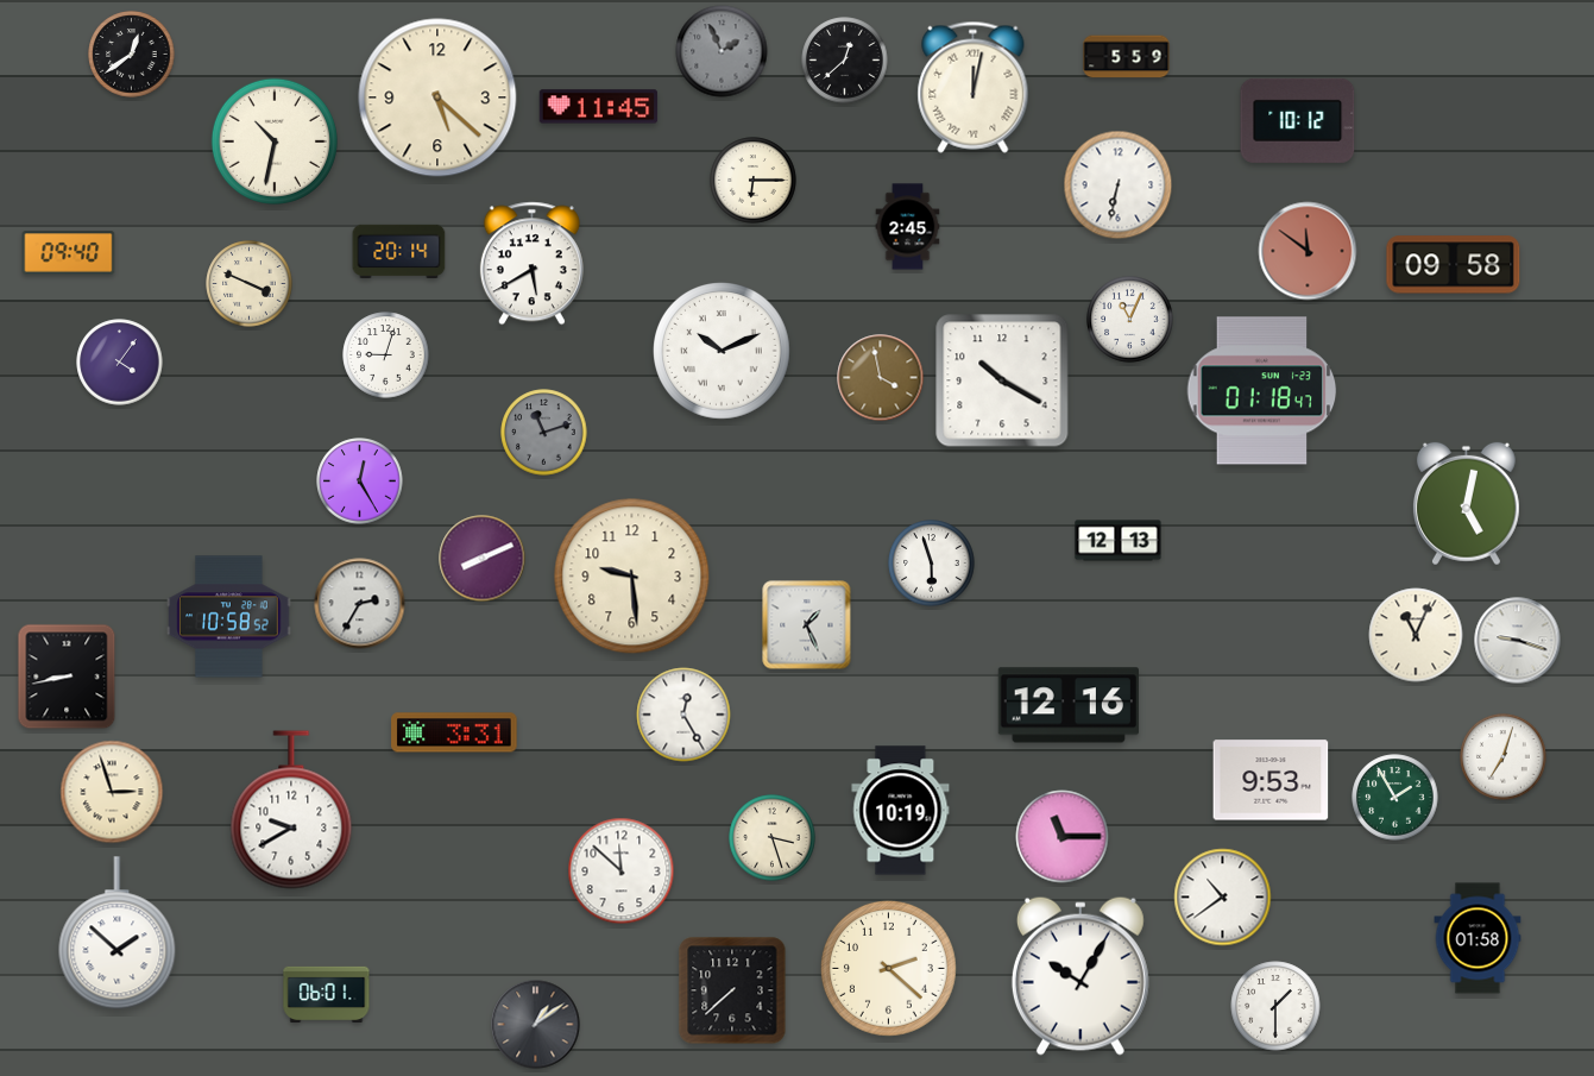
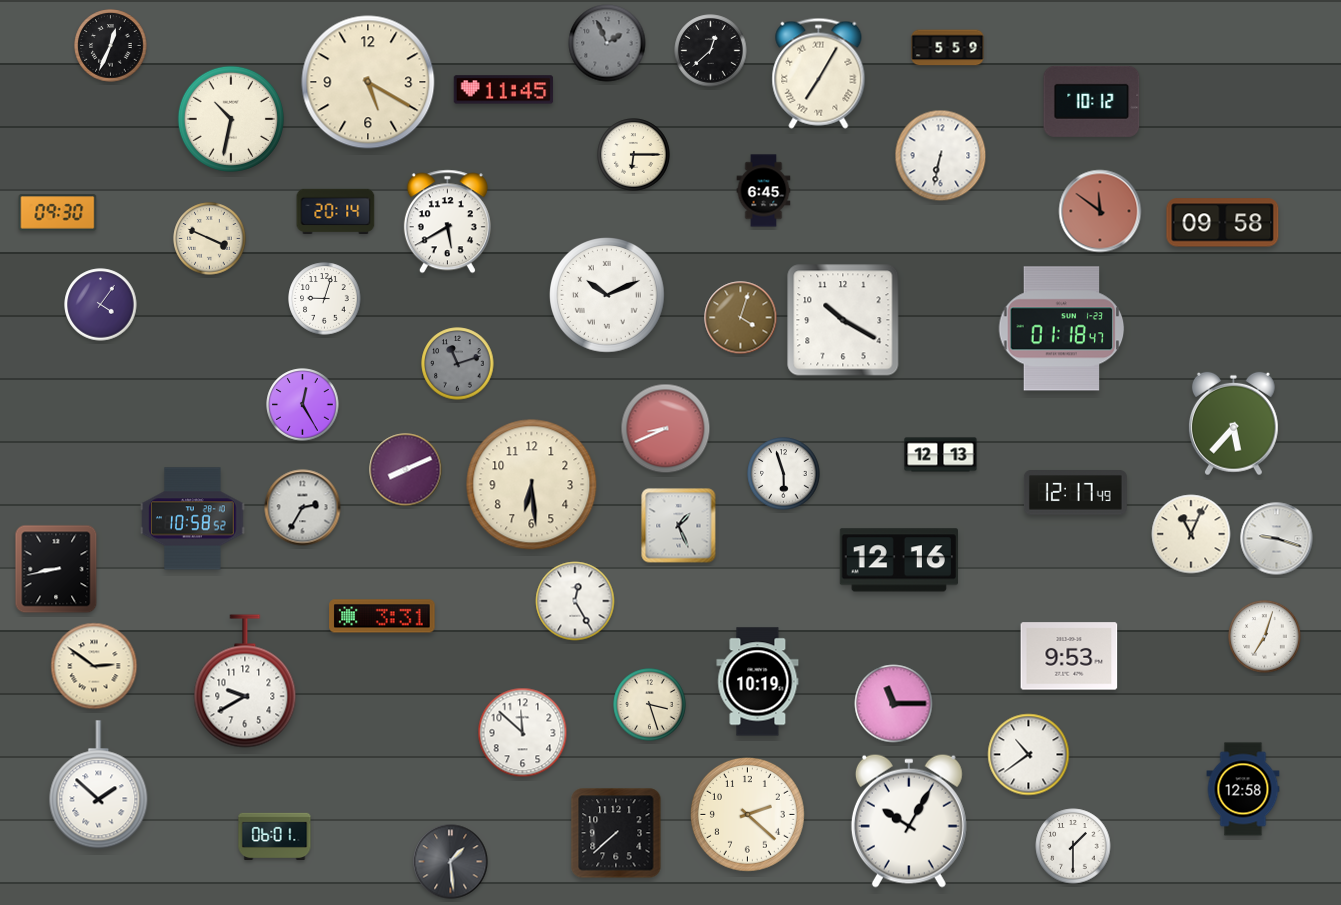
clock at (132, 55): 12:39 -> 12:34
clock at (974, 87): 12:02 -> 7:05
clock at (437, 97): 5:22 -> 5:20
clock at (754, 181) position: (754, 181) -> (634, 155)
clock at (908, 227): 2:45 -> 6:45
clock at (69, 253): 09:40 -> 09:30
clock at (1130, 320): 11:04 -> none
clock at (881, 378): 3:58 -> 4:03
clock at (1466, 504): 5:02 -> 5:37
clock at (666, 429): none -> 8:41
clock at (632, 577): 9:29 -> 6:29
clock at (1075, 493): none -> 12:17
clock at (1069, 705) position: (1069, 705) -> (899, 560)
clock at (112, 792): 2:57 -> 2:51
clock at (1395, 798): 1:55 -> none
clock at (1478, 938): 01:58 -> 12:58
clock at (536, 1025): 1:09 -> 1:29
